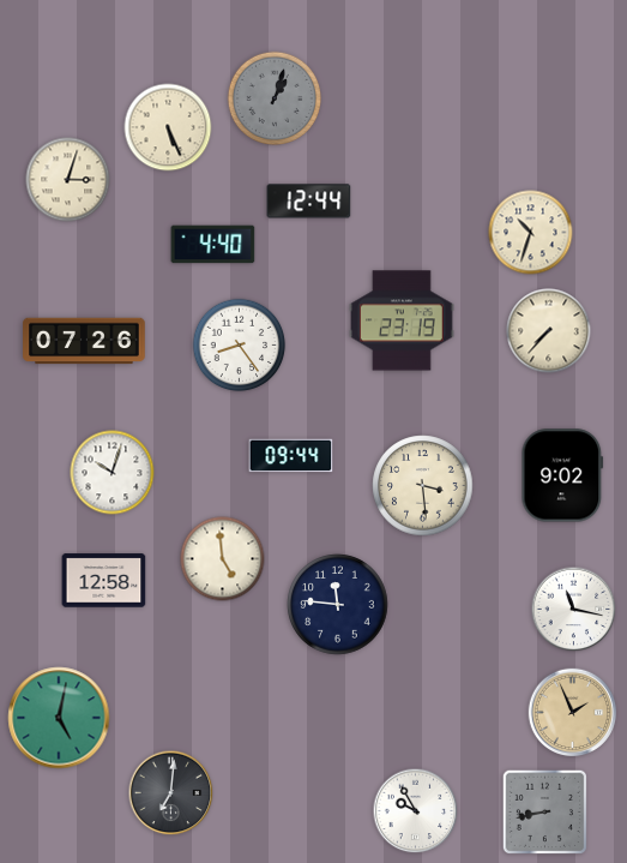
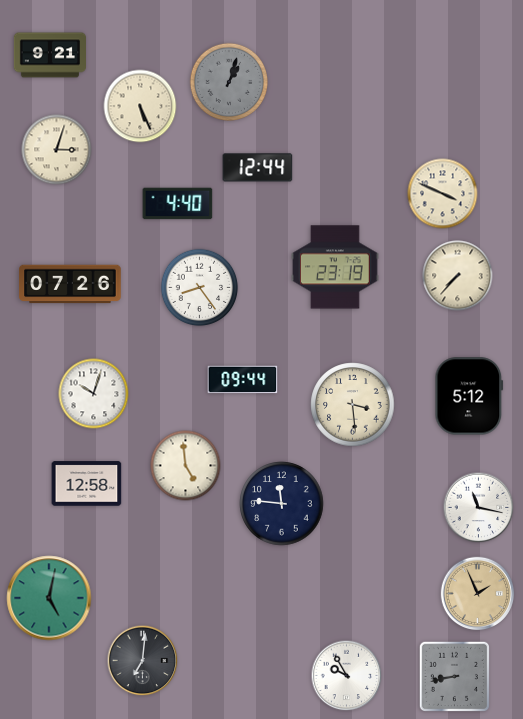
clock at (49, 55): none -> 9:21
clock at (531, 233): 10:33 -> 3:49
clock at (562, 475): 9:02 -> 5:12
